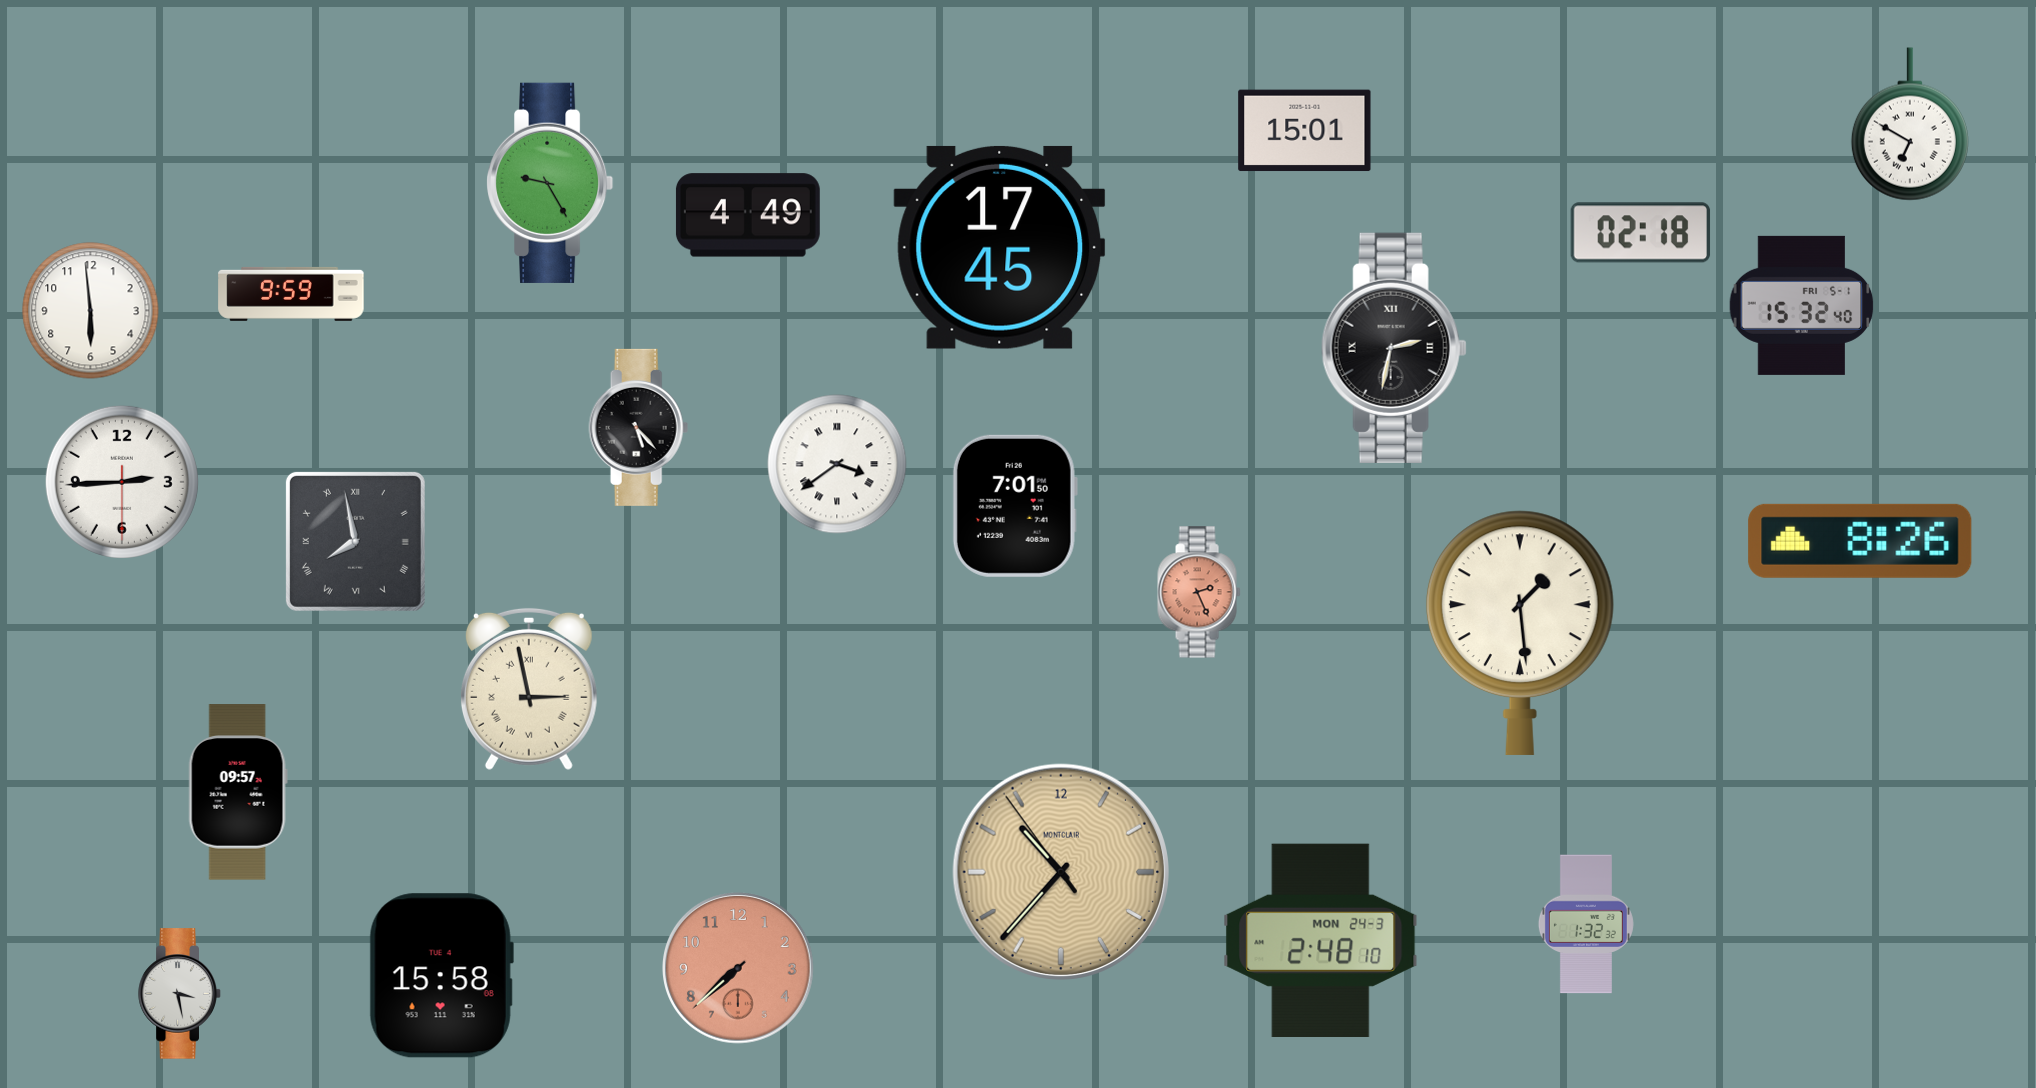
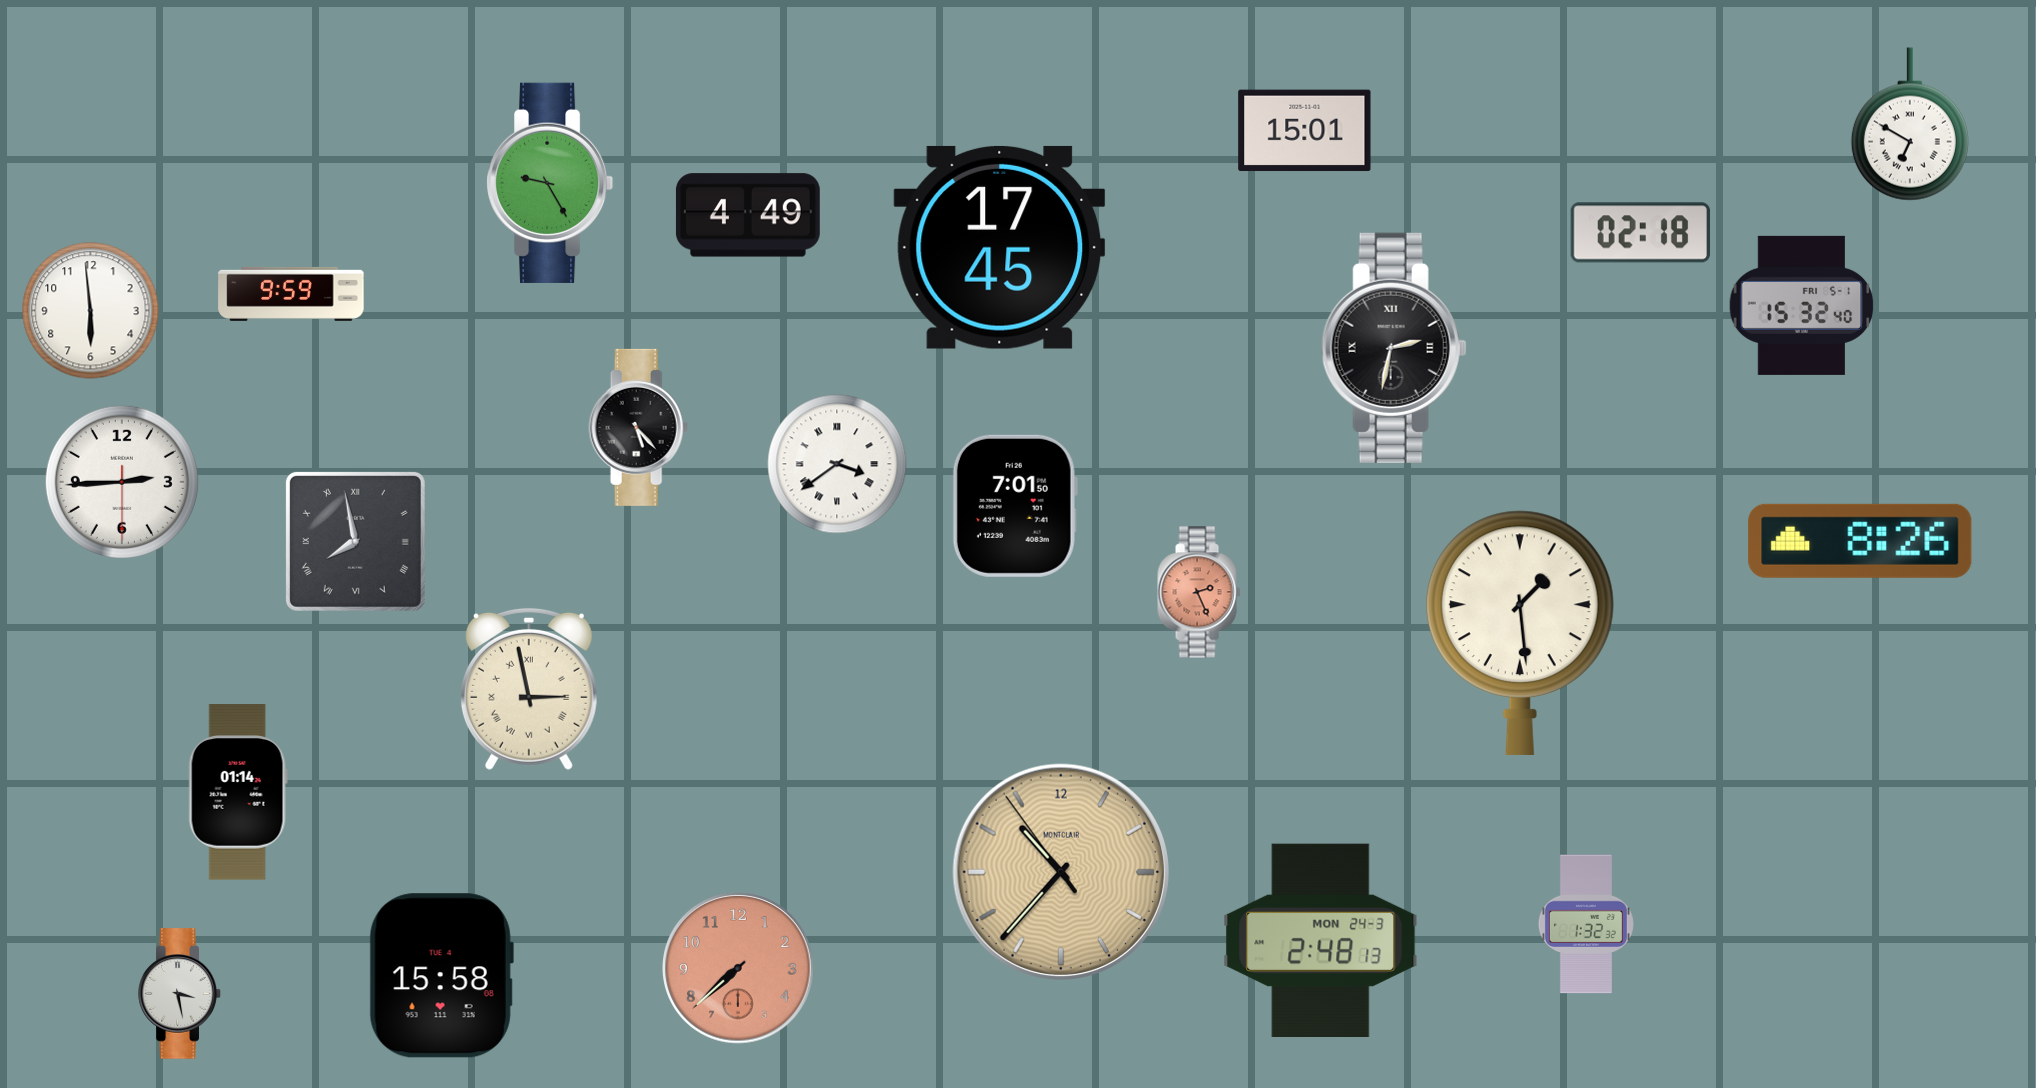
clock at (238, 792): 09:57 -> 01:14
clock at (1321, 940): 2:48:10 -> 2:48:13
